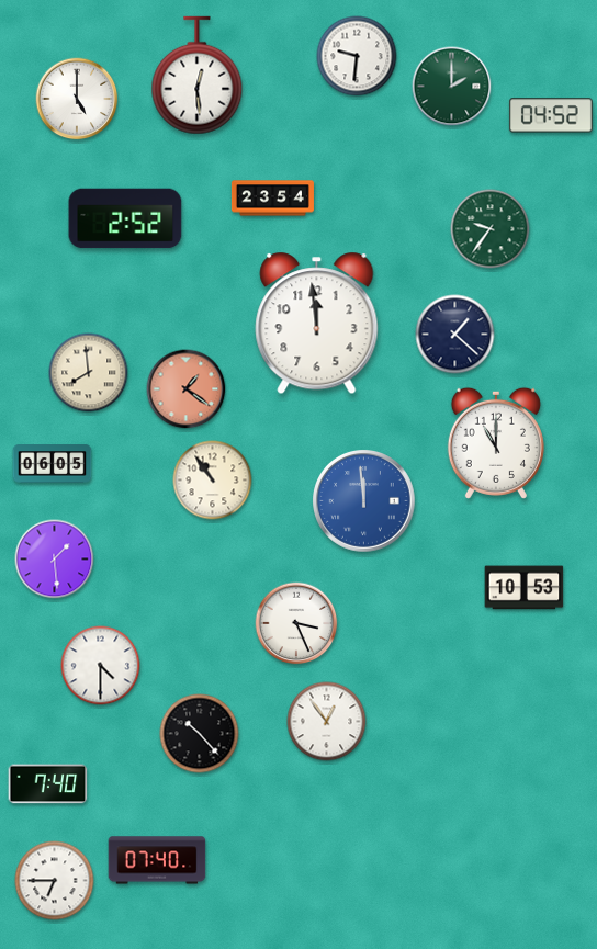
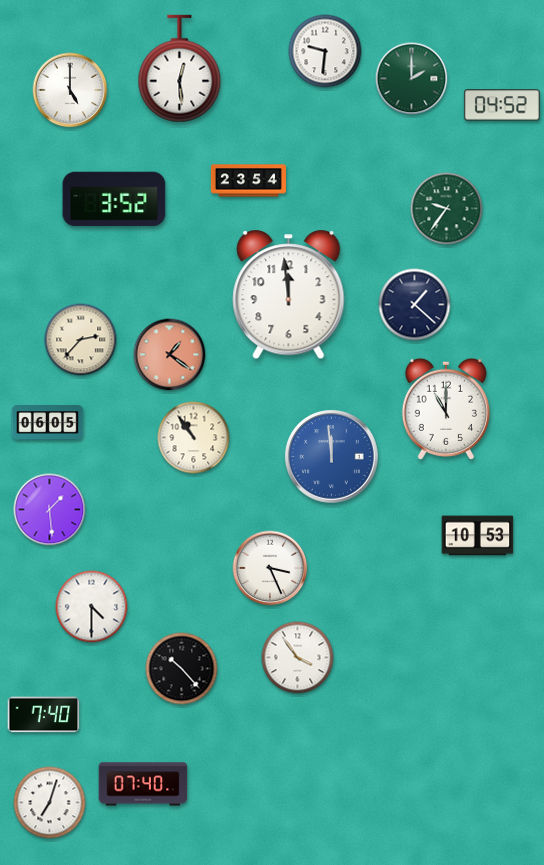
clock at (125, 218): 2:52 -> 3:52
clock at (89, 373): 7:59 -> 2:37
clock at (496, 443) position: (496, 443) -> (446, 409)
clock at (327, 722): 12:54 -> 3:54
clock at (55, 881): 6:45 -> 7:03
